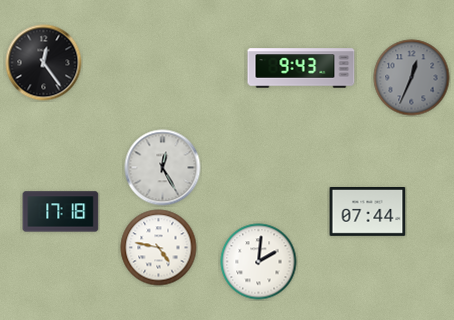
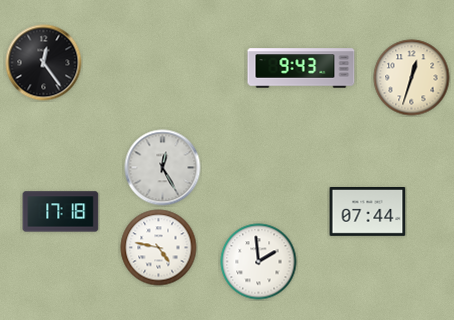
clock at (412, 78): 12:34 -> 12:33
clock at (412, 78) dial: grey -> cream
clock at (259, 262): 2:01 -> 1:59
